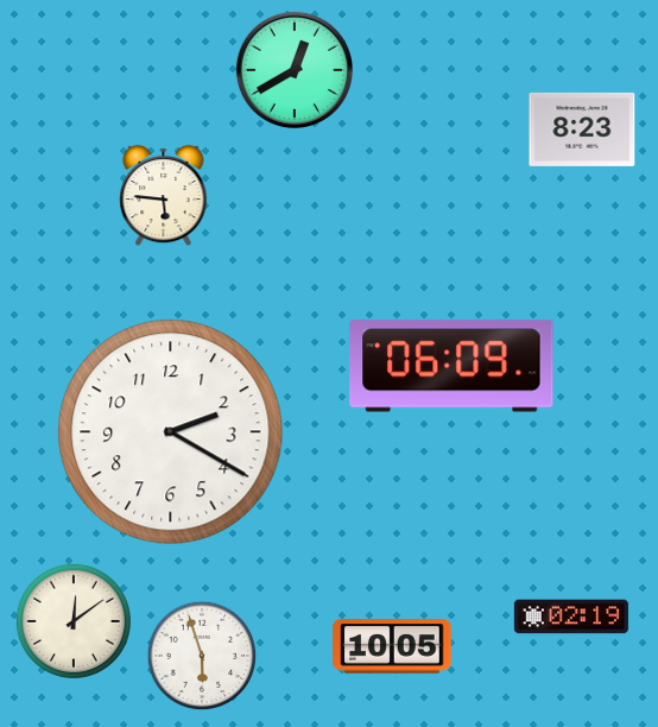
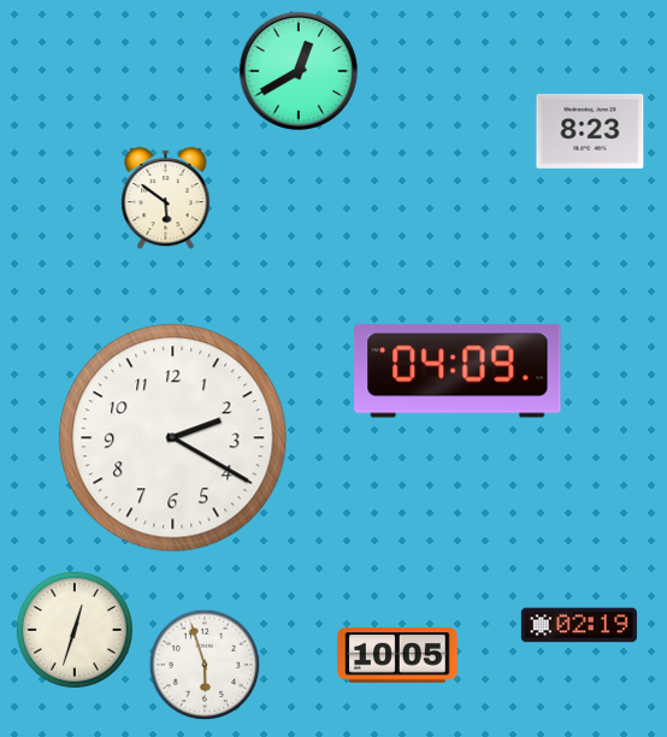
clock at (164, 196): 5:46 -> 5:51
clock at (451, 366): 06:09 -> 04:09
clock at (74, 621): 12:09 -> 12:33
